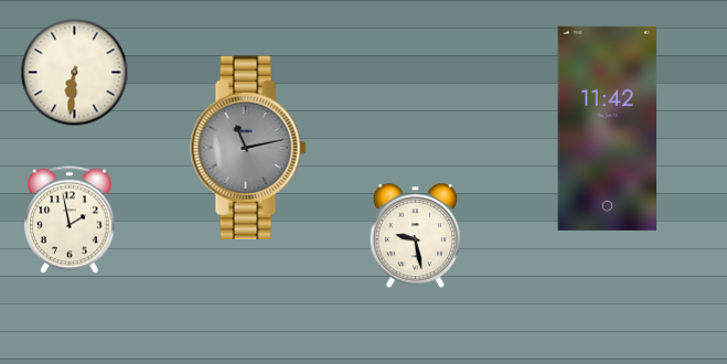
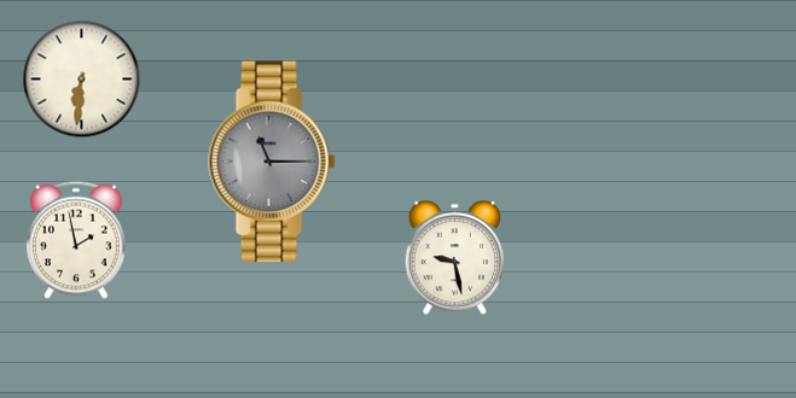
clock at (608, 128): 11:42 -> none
clock at (248, 148): 11:13 -> 11:15
